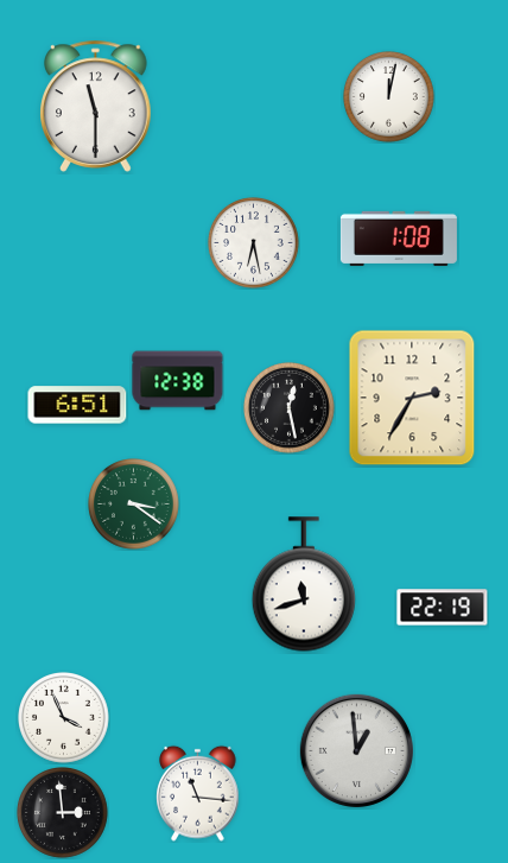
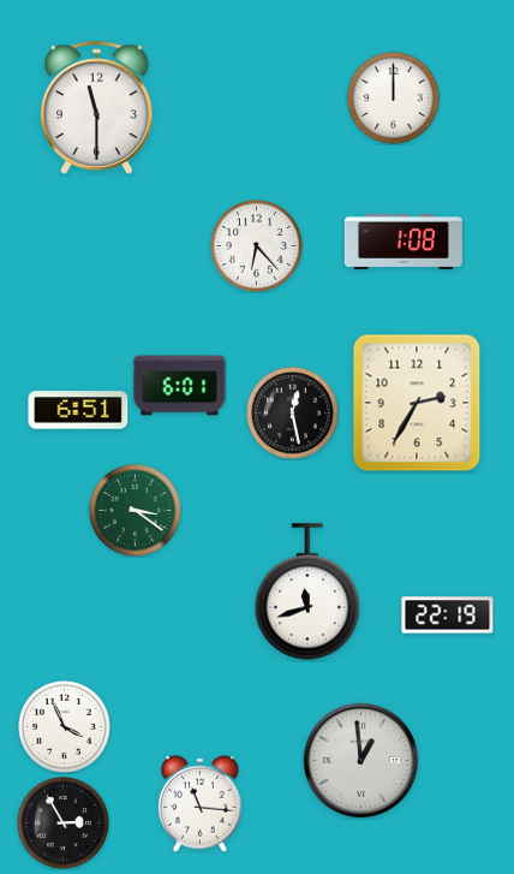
clock at (389, 97): 12:02 -> 12:00
clock at (254, 243): 6:28 -> 6:23
clock at (178, 381): 12:38 -> 6:01
clock at (63, 813): 2:59 -> 2:55
